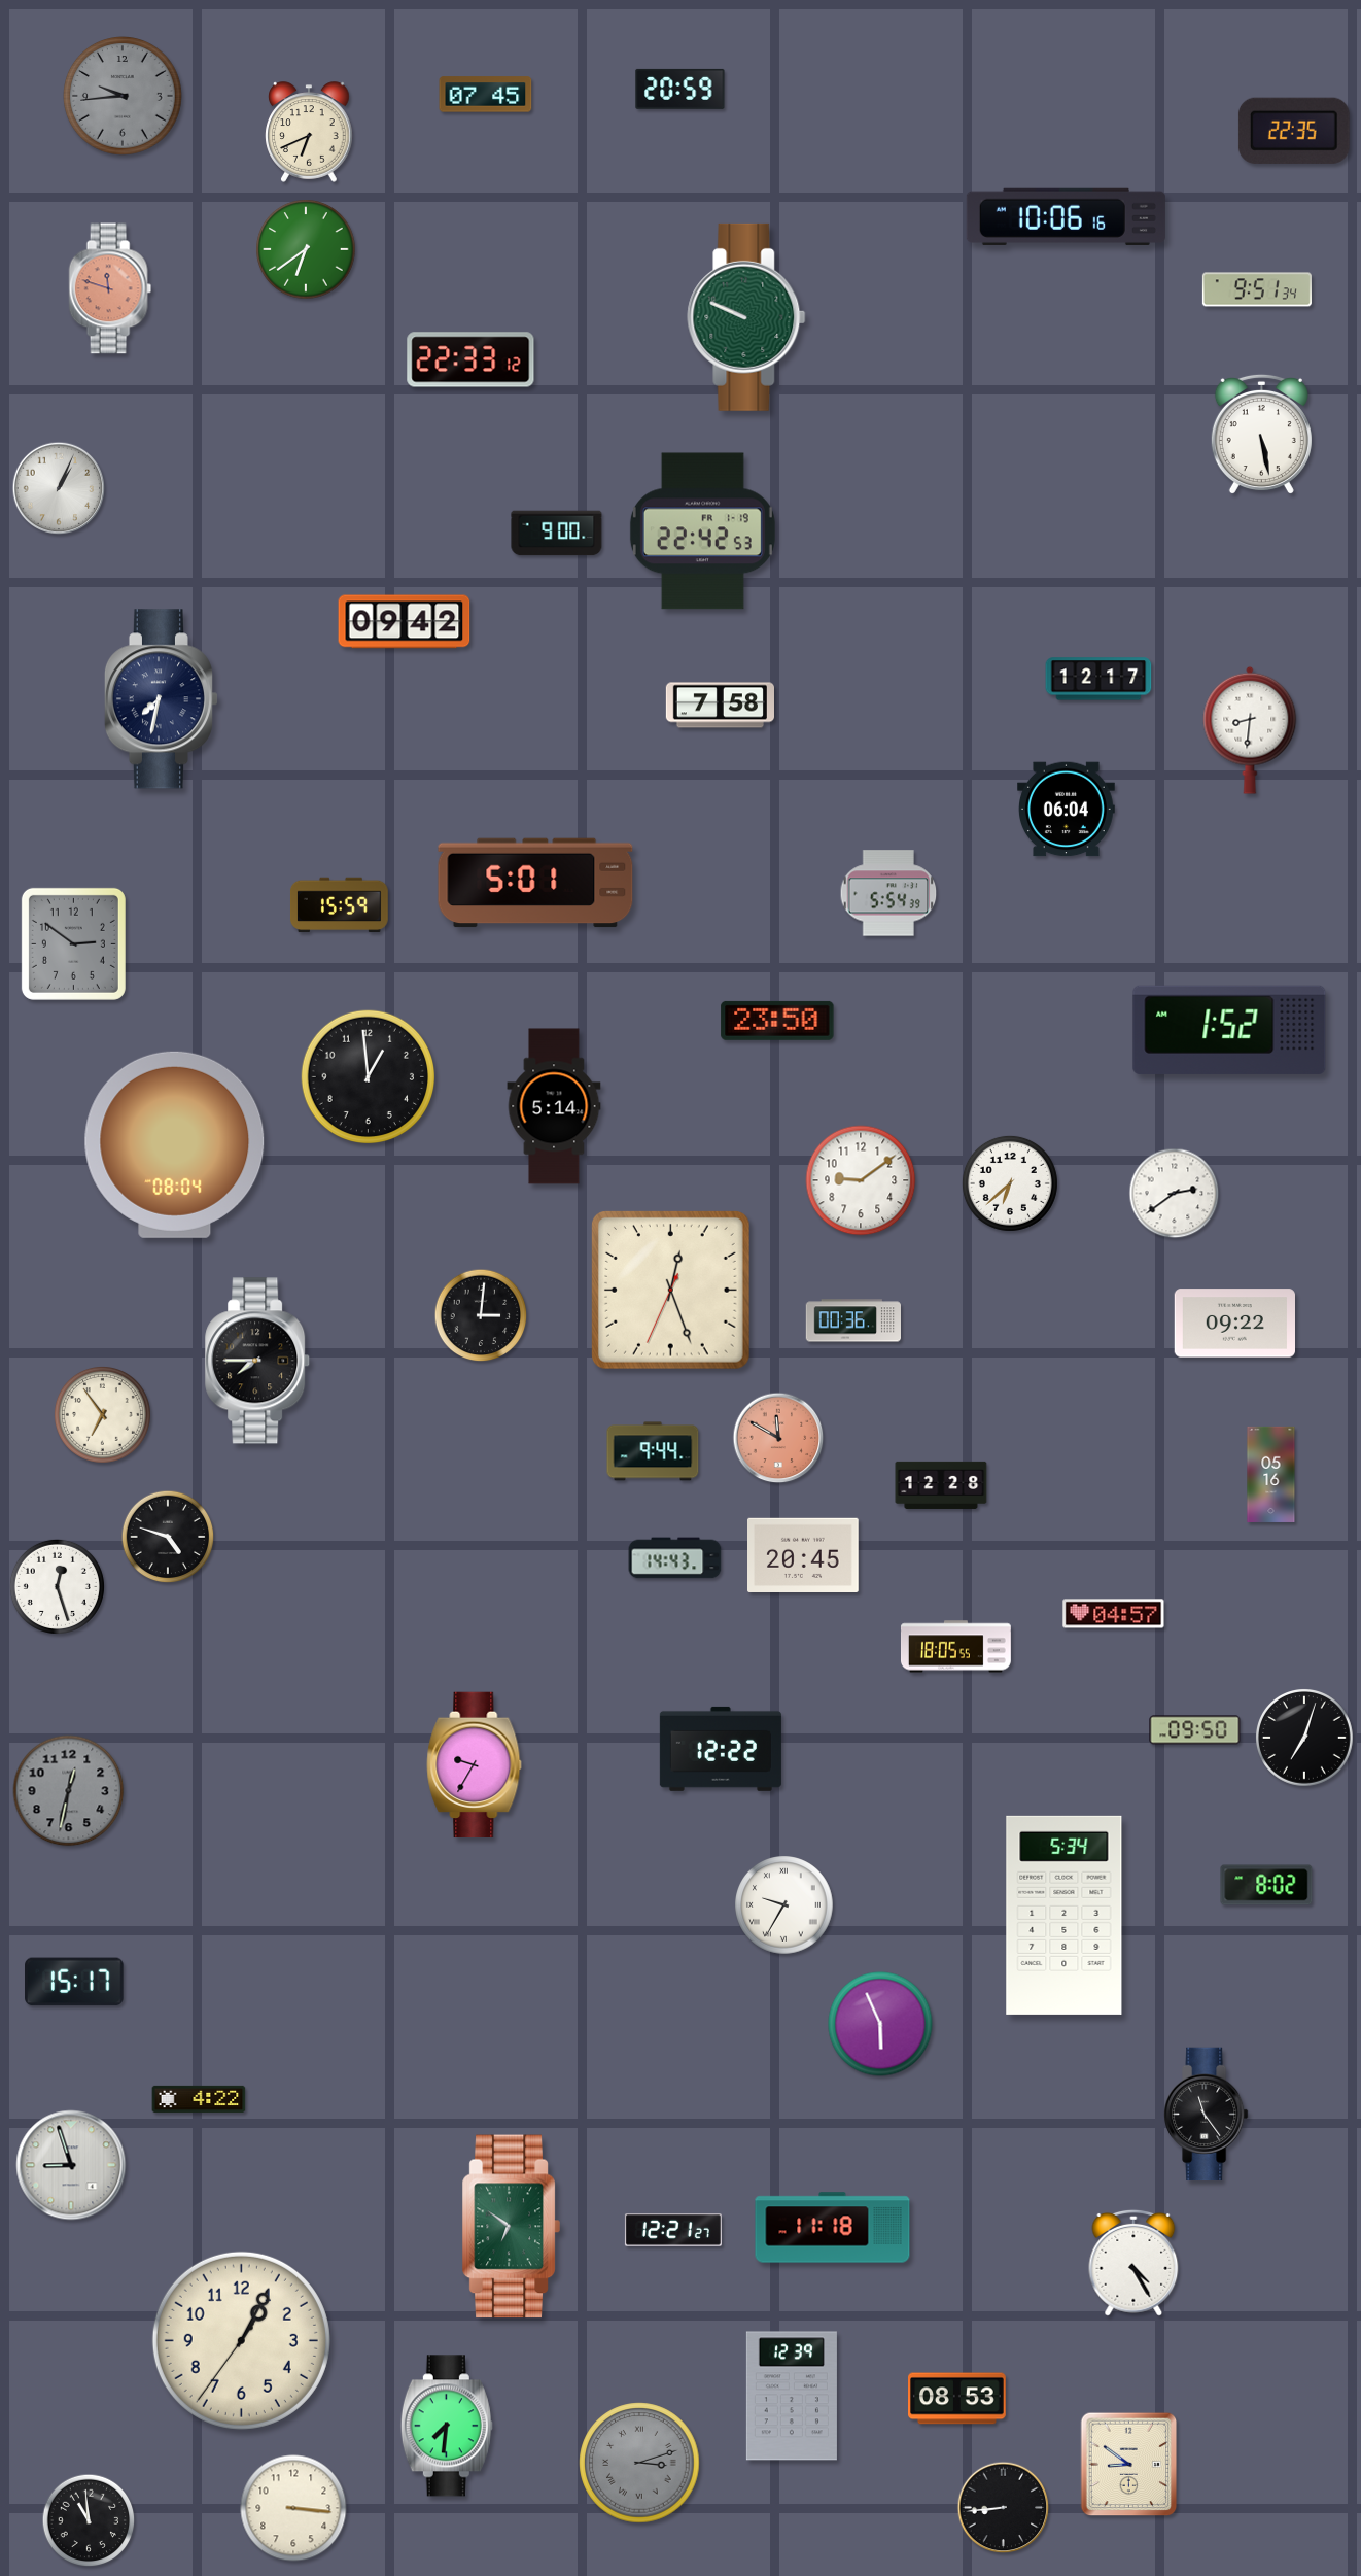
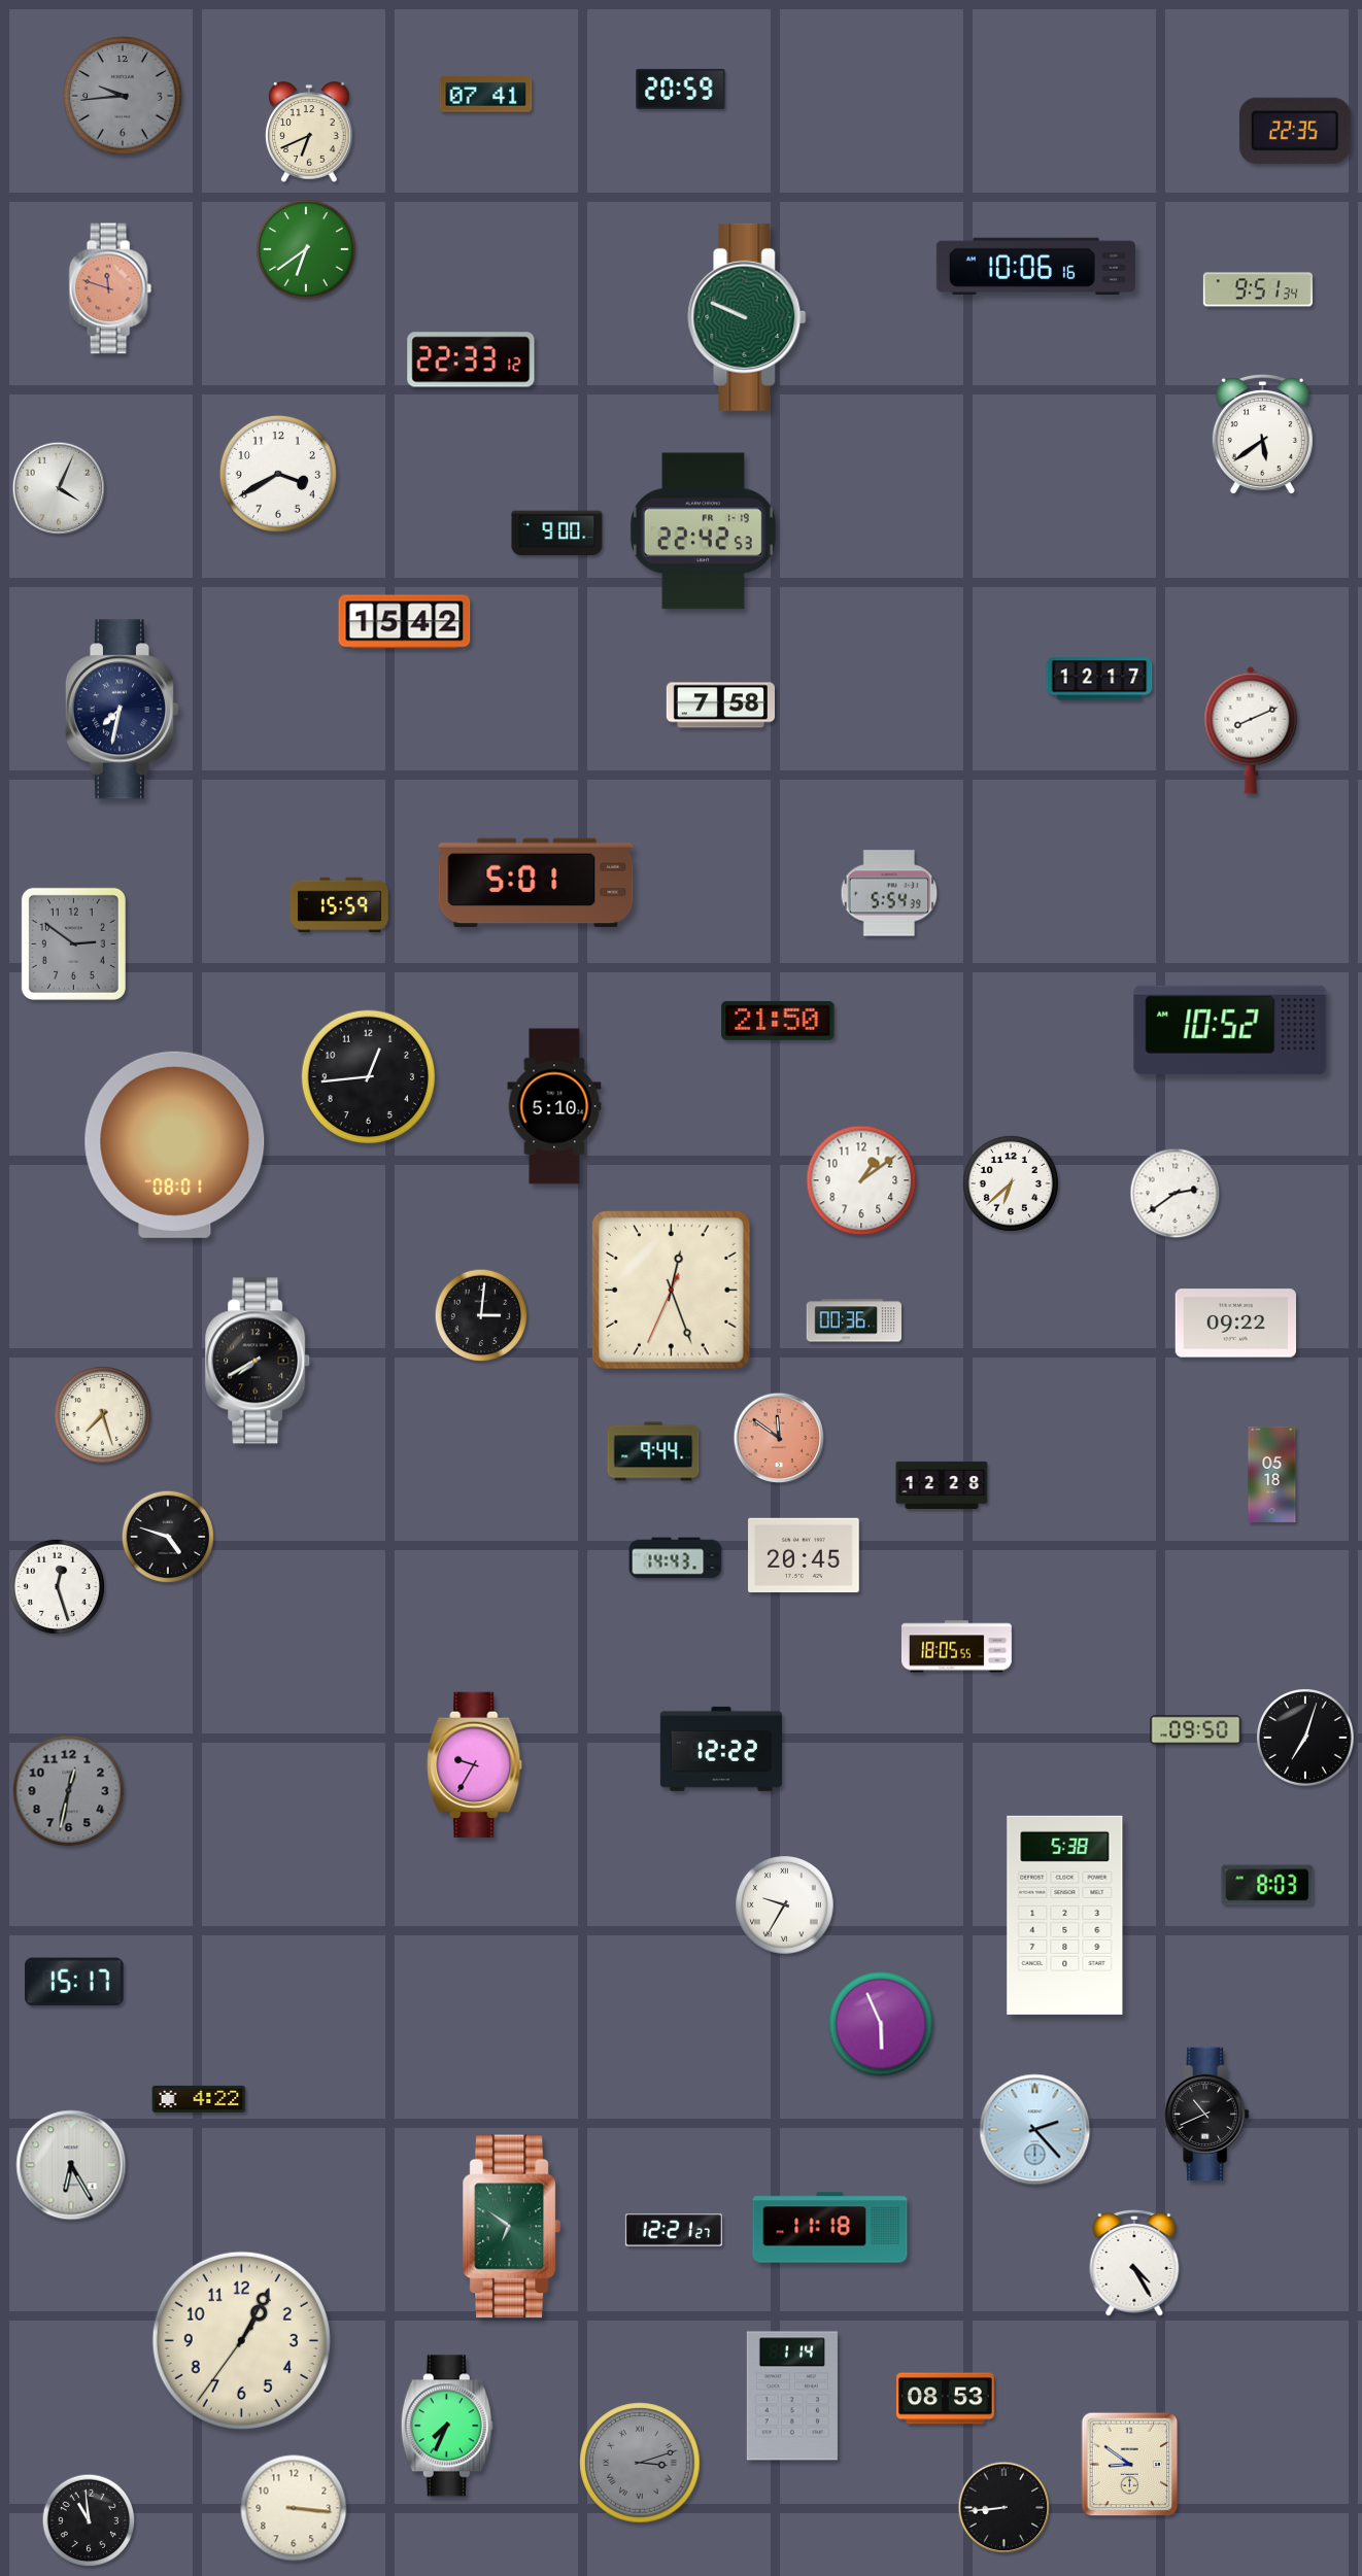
clock at (486, 95): 07:45 -> 07:41
clock at (1066, 216) position: (1066, 216) -> (1035, 266)
clock at (1261, 435): 5:28 -> 5:39
clock at (278, 474): none -> 3:40
clock at (59, 488): 1:04 -> 4:04
clock at (405, 622): 09:42 -> 15:42
clock at (161, 699) position: (161, 699) -> (122, 710)
clock at (1250, 730): 8:31 -> 8:11
clock at (1067, 810): 06:04 -> none
clock at (777, 1021): 23:50 -> 21:50
clock at (1229, 1030): 1:52 -> 10:52
clock at (369, 1077): 12:59 -> 12:44
clock at (554, 1106): 5:14 -> 5:10
clock at (175, 1144): 08:04 -> 08:01
clock at (861, 1180): 9:09 -> 1:09
clock at (258, 1361): 7:45 -> 7:40
clock at (102, 1414): 6:54 -> 7:27
clock at (778, 1438): 11:50 -> 11:51
clock at (1271, 1474): 05:16 -> 05:18
clock at (1114, 1614): 04:57 -> none
clock at (1266, 1885): 8:02 -> 8:03
clock at (1065, 1915): 5:34 -> 5:38
clock at (1207, 2115): 11:24 -> 10:41
clock at (1035, 2130): none -> 2:23
clock at (71, 2165): 8:57 -> 6:25
clock at (833, 2228) position: (833, 2228) -> (830, 2228)
clock at (792, 2396): 12:39 -> 1:14
clock at (957, 2399) position: (957, 2399) -> (946, 2399)
clock at (447, 2426): 7:31 -> 7:34
